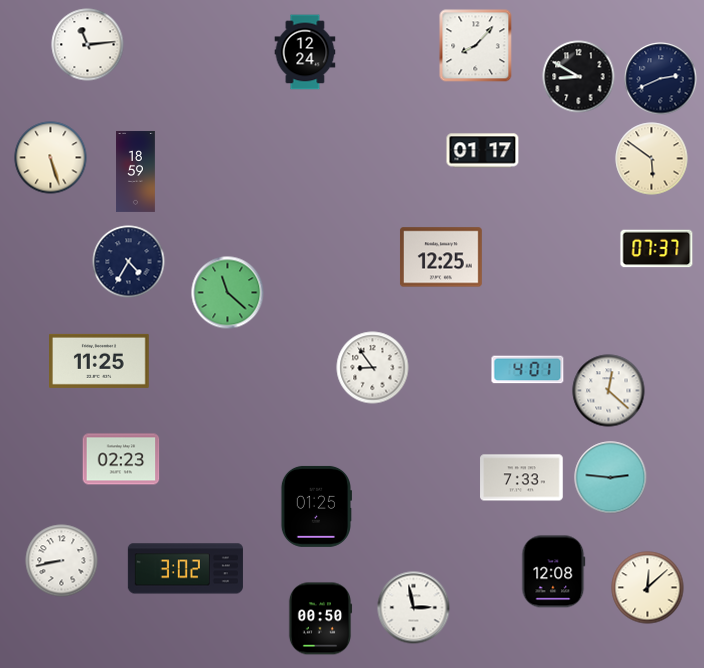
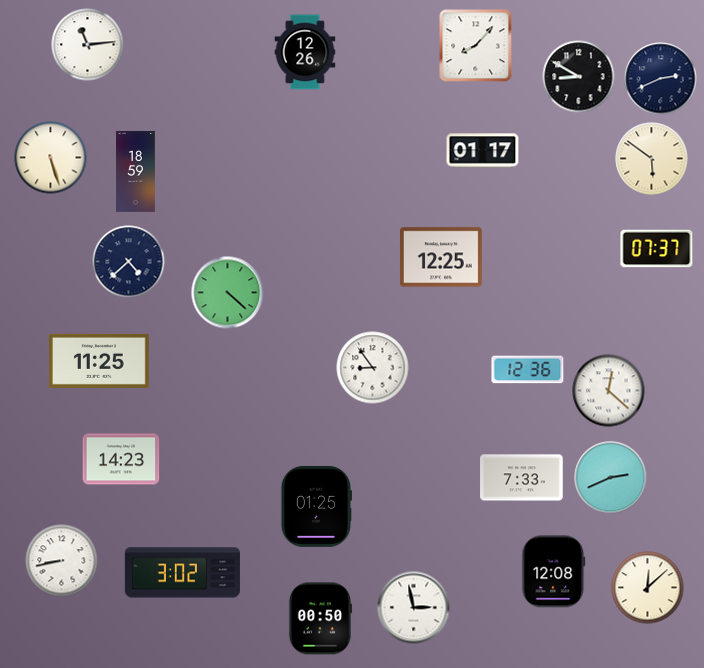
clock at (305, 52): 12:24 -> 12:26
clock at (129, 262): 4:35 -> 4:38
clock at (228, 293): 11:22 -> 4:22
clock at (528, 370): 4:01 -> 12:36
clock at (121, 459): 02:23 -> 14:23
clock at (611, 478): 2:46 -> 2:41
clock at (185, 569) position: (185, 569) -> (182, 573)
